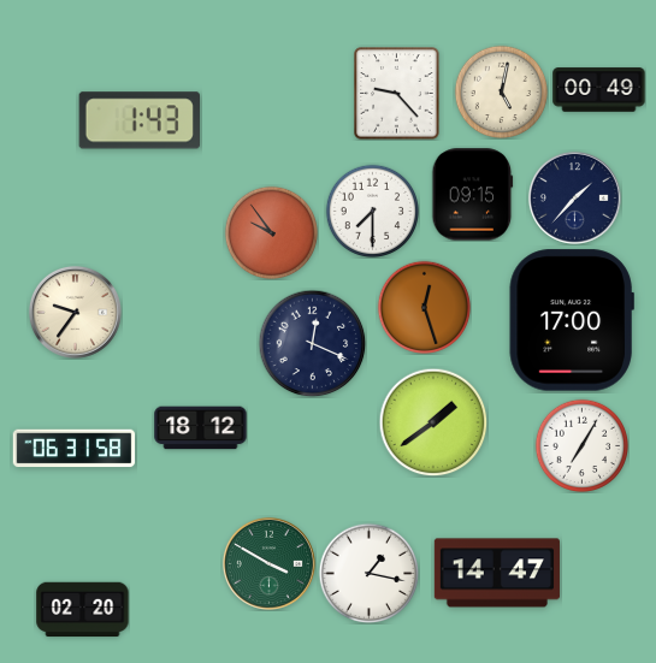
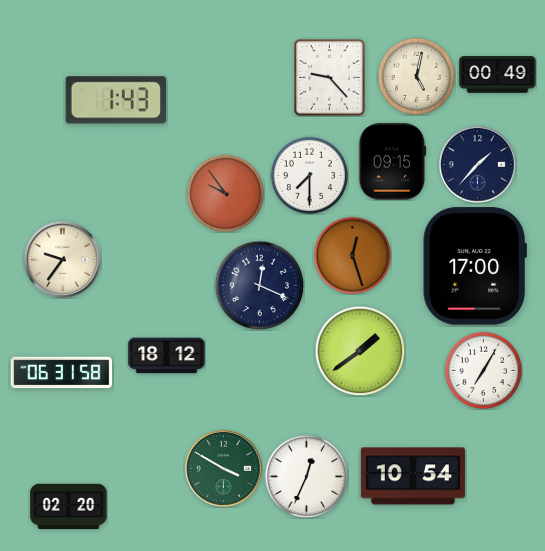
clock at (368, 573): 1:17 -> 12:34
clock at (497, 573): 14:47 -> 10:54
